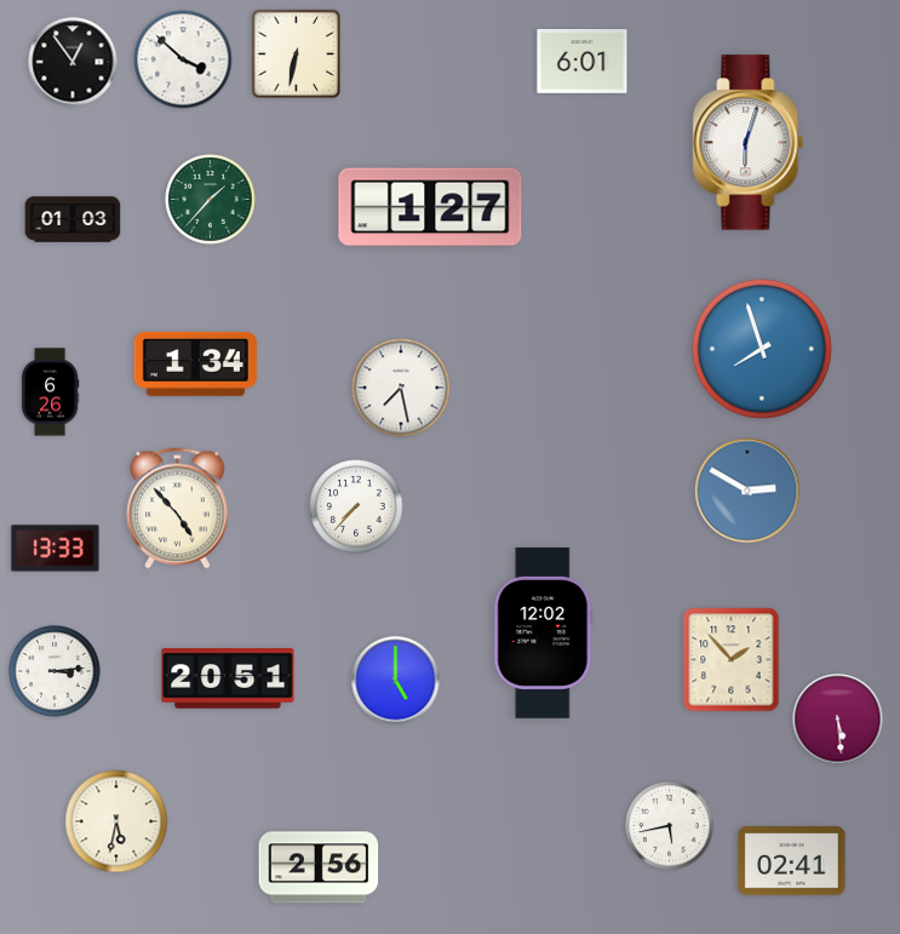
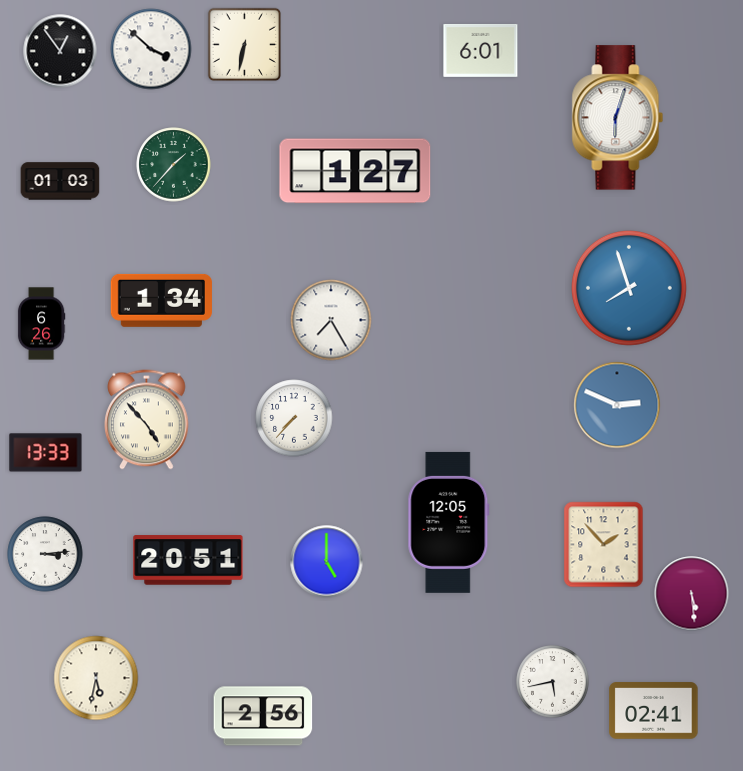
clock at (401, 388): 7:28 -> 7:25
clock at (747, 491): 2:50 -> 2:49
clock at (544, 632): 12:02 -> 12:05
